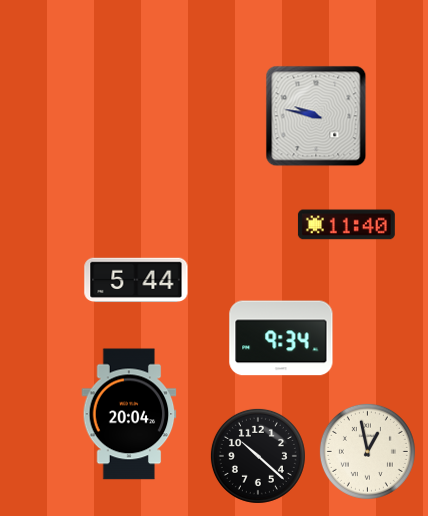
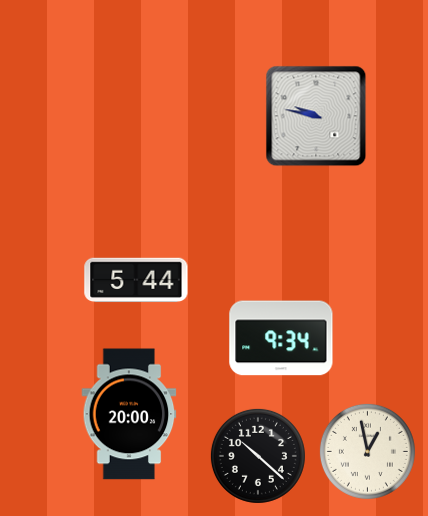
clock at (346, 225): 11:40 -> none
clock at (129, 414): 20:04 -> 20:00
